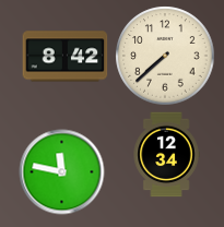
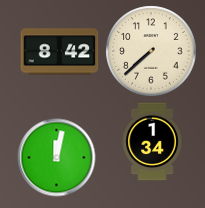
clock at (166, 154): 12:34 -> 1:34
clock at (61, 171): 11:47 -> 12:02
